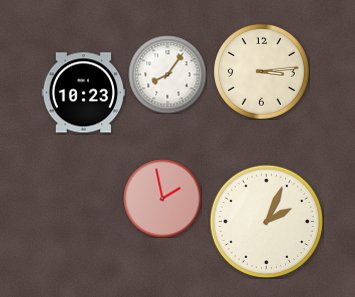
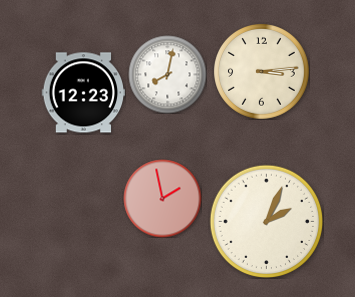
clock at (167, 74): 8:06 -> 8:02
clock at (83, 93): 10:23 -> 12:23
